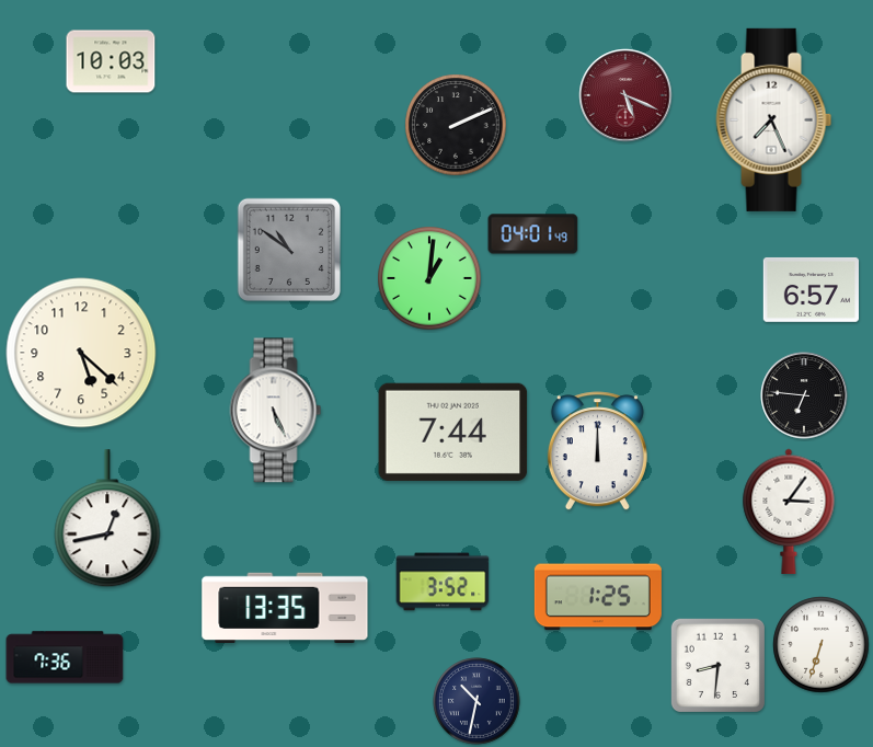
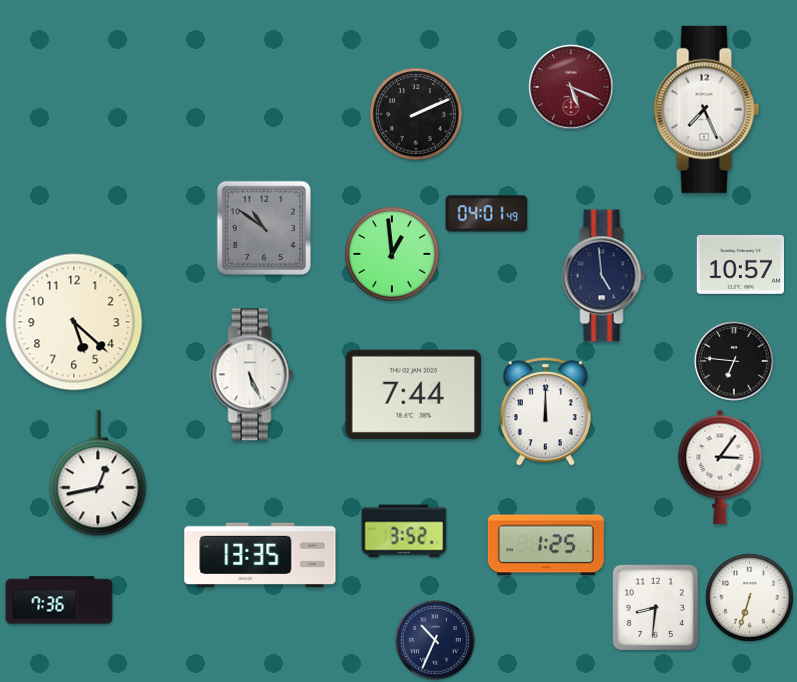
clock at (111, 61): 10:03 -> none
clock at (429, 278): 1:01 -> 12:59
clock at (811, 289): 6:57 -> 10:57
clock at (604, 276): none -> 4:59
clock at (822, 645) position: (822, 645) -> (750, 598)
clock at (476, 701): 10:32 -> 10:34
